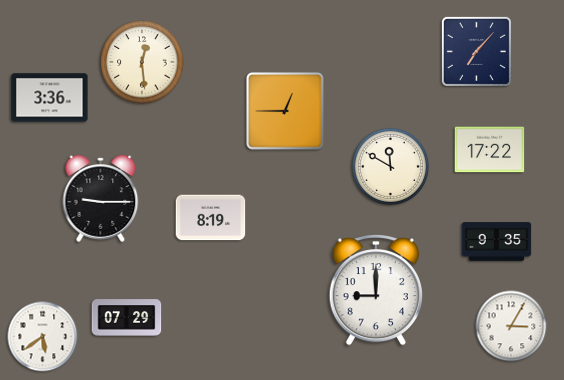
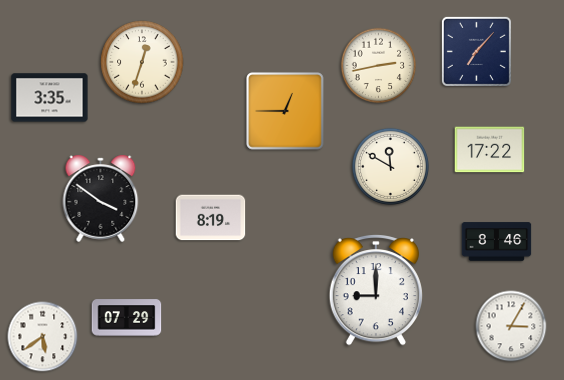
clock at (142, 62): 12:29 -> 12:33
clock at (379, 66): none -> 2:43
clock at (50, 98): 3:36 -> 3:35
clock at (101, 198): 9:15 -> 3:51
clock at (497, 242): 9:35 -> 8:46
